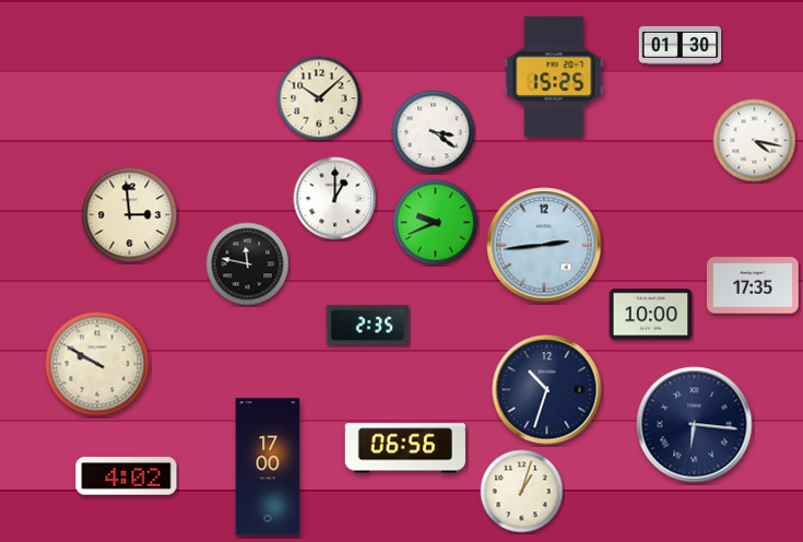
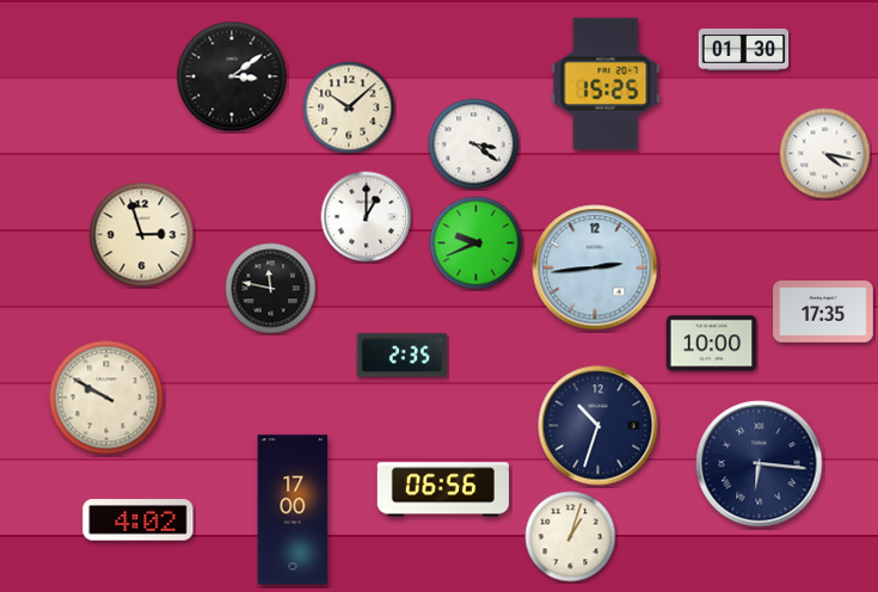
clock at (232, 76): none -> 3:09
clock at (130, 215): 2:59 -> 2:57
